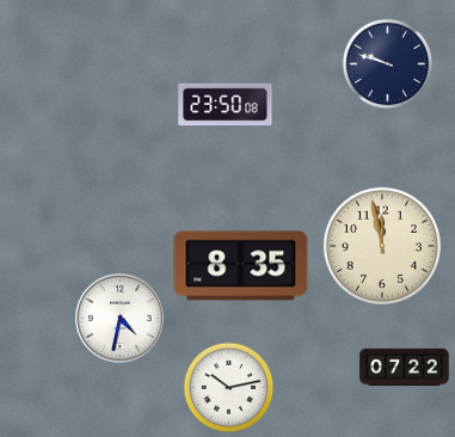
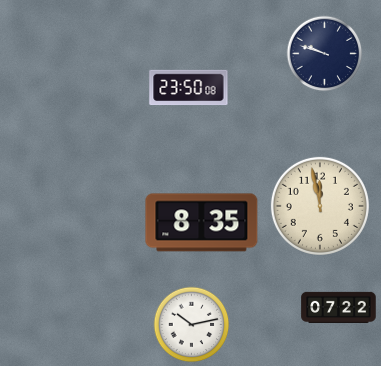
clock at (119, 318): 4:32 -> none
